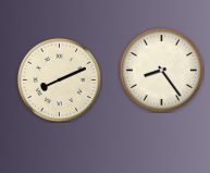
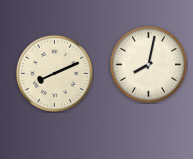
clock at (161, 70): 8:24 -> 8:02
